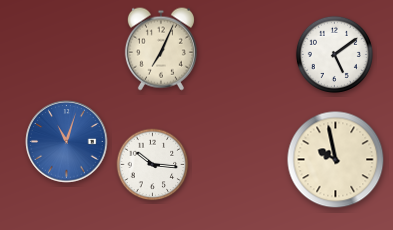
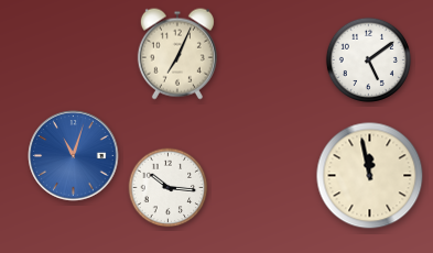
clock at (336, 160): 9:58 -> 11:58
clock at (153, 165) position: (153, 165) -> (169, 188)
